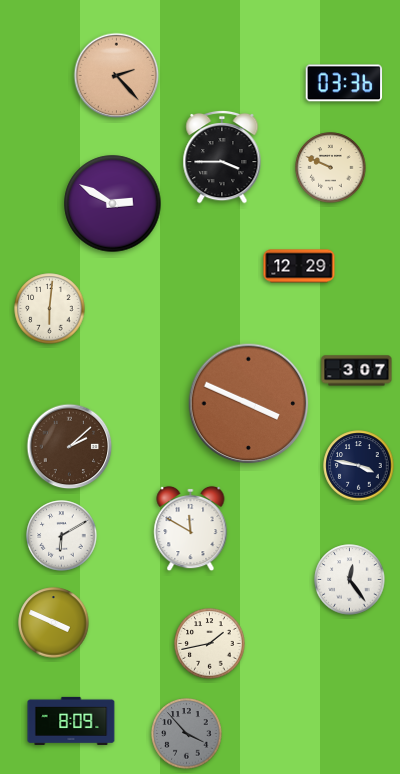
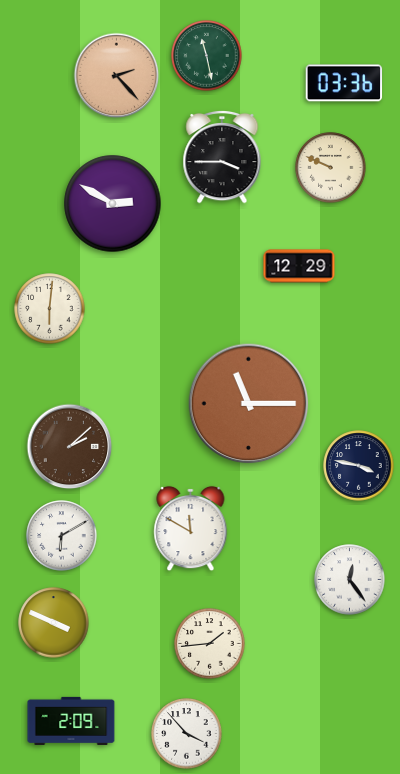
clock at (207, 56): none -> 11:28
clock at (357, 371): 3:07 -> none
clock at (249, 404): 3:49 -> 11:15
clock at (210, 644): 1:43 -> 1:44
clock at (71, 721): 8:09 -> 2:09
clock at (187, 734) dial: grey -> white
